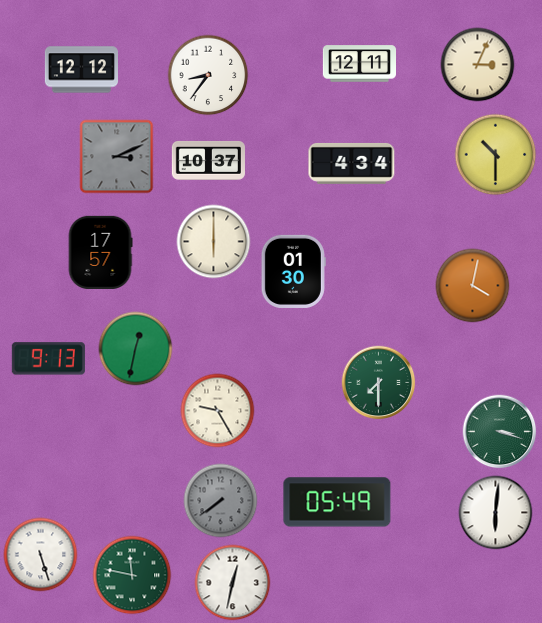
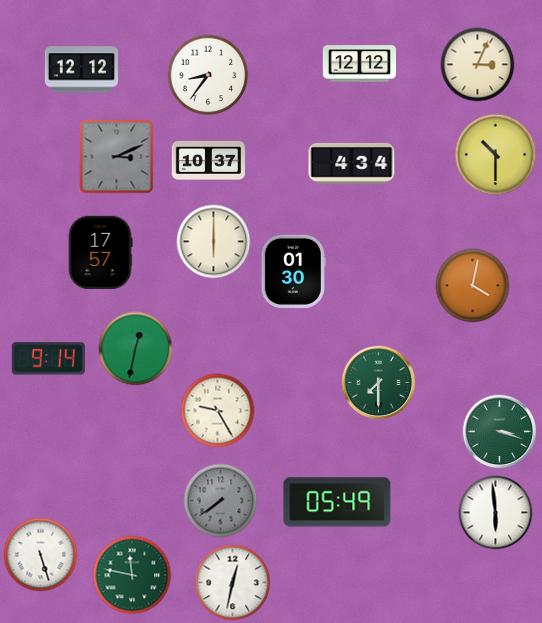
clock at (359, 64): 12:11 -> 12:12
clock at (48, 359): 9:13 -> 9:14
clock at (496, 513): 6:01 -> 5:59
